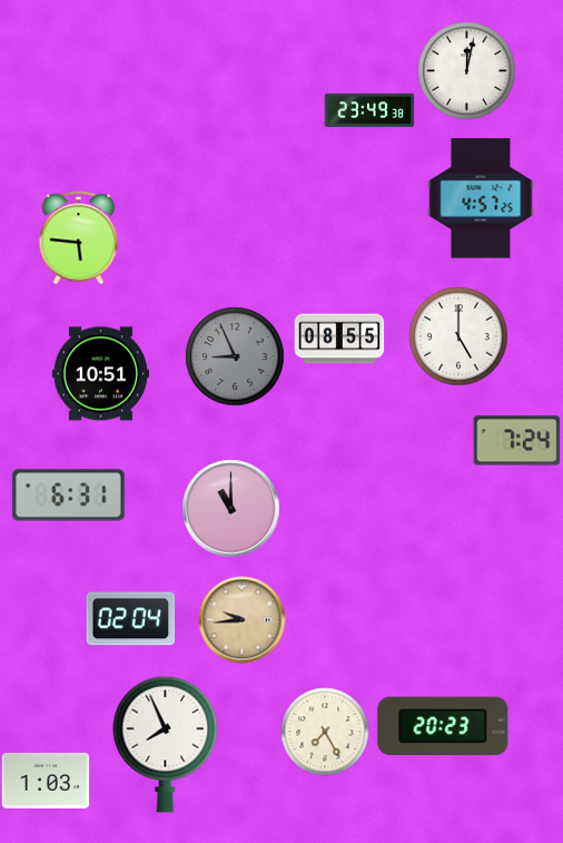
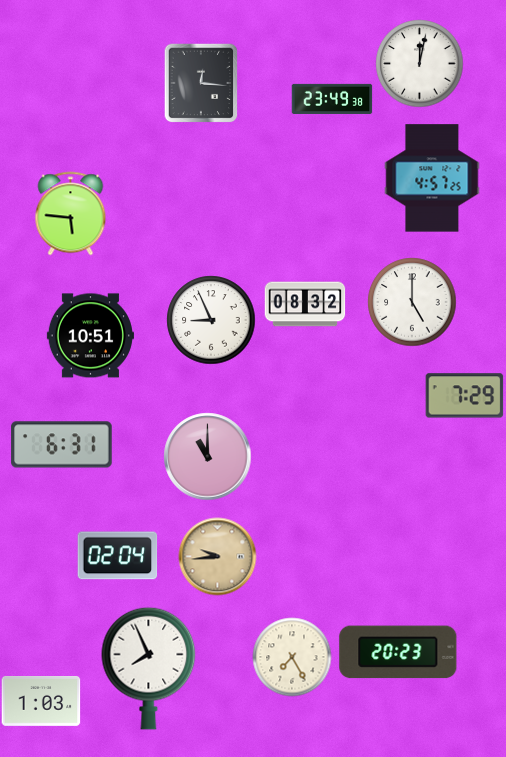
clock at (201, 83): none -> 12:16
clock at (339, 339): 08:55 -> 08:32
clock at (235, 356) dial: grey -> white
clock at (516, 441): 7:24 -> 7:29
